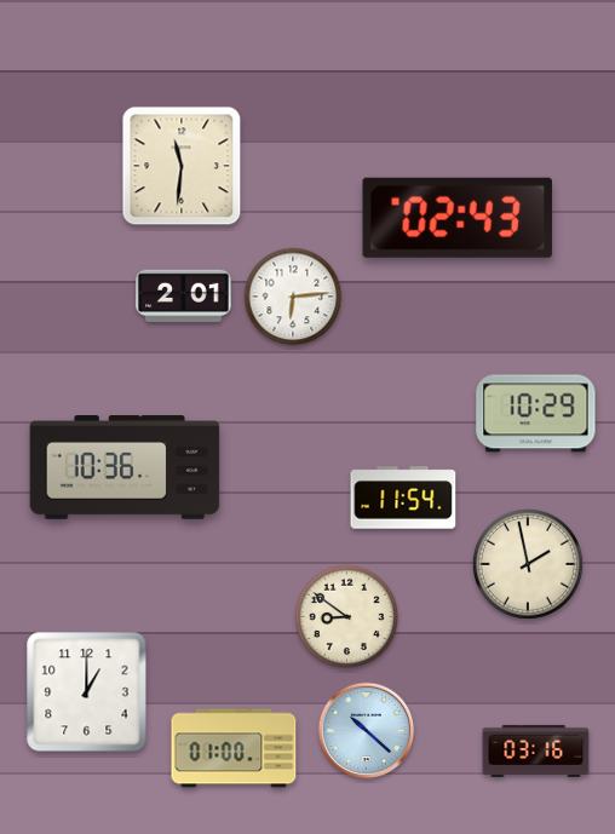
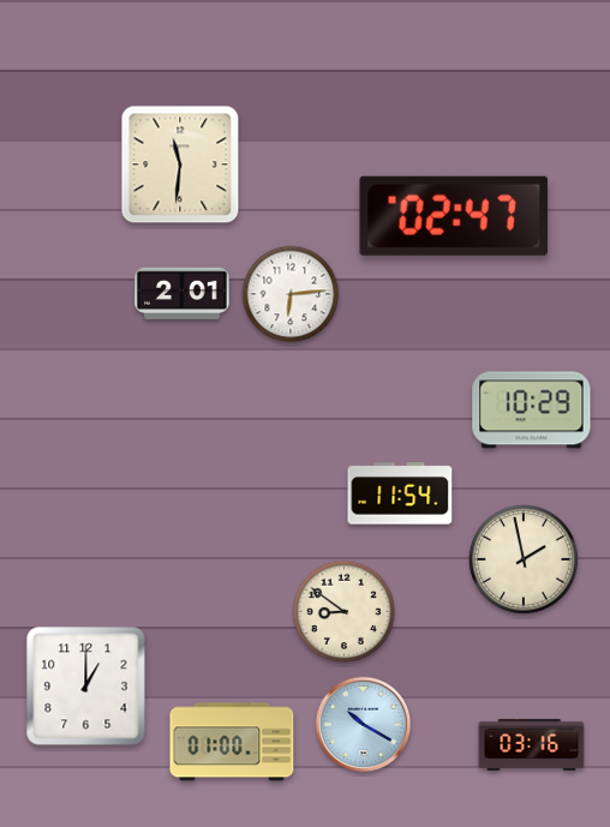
clock at (458, 218): 02:43 -> 02:47
clock at (125, 468): 10:36 -> none
clock at (367, 731): 10:22 -> 10:20
